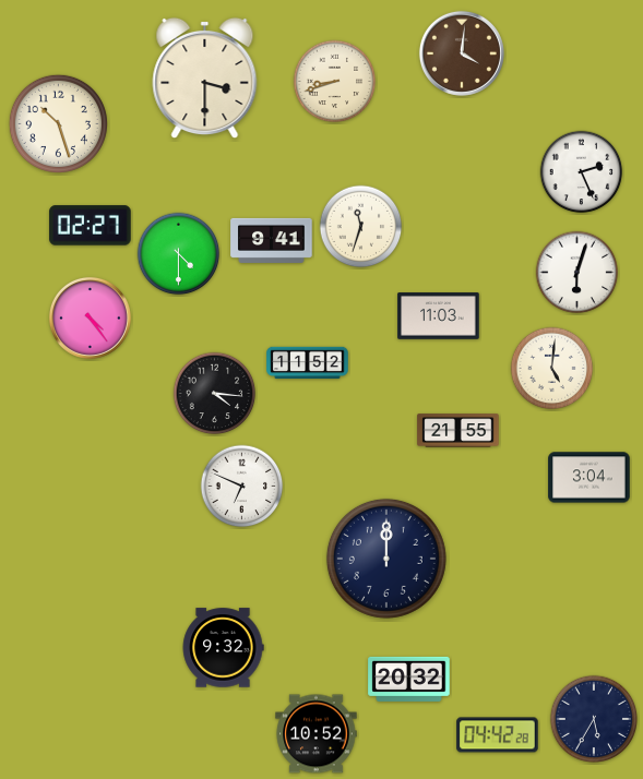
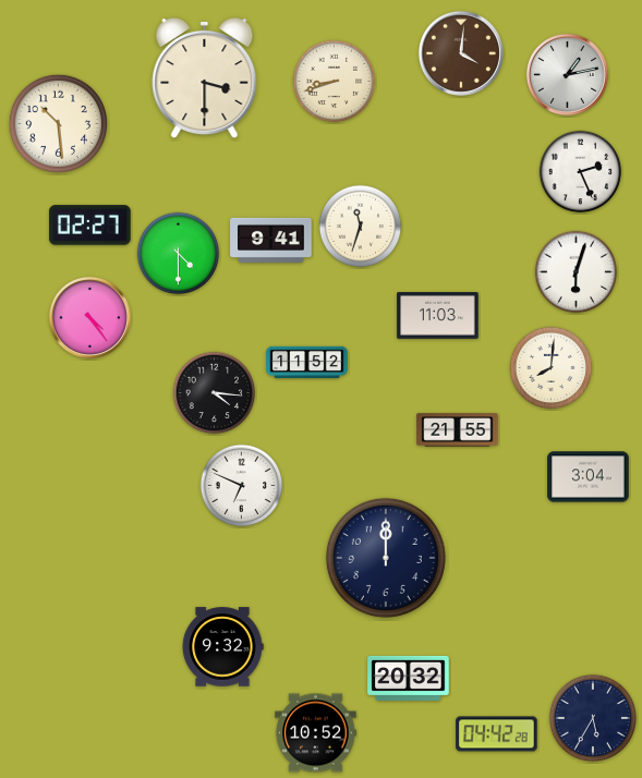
clock at (567, 74): none -> 1:13
clock at (58, 123): 10:27 -> 10:29
clock at (552, 369): 5:01 -> 8:01
